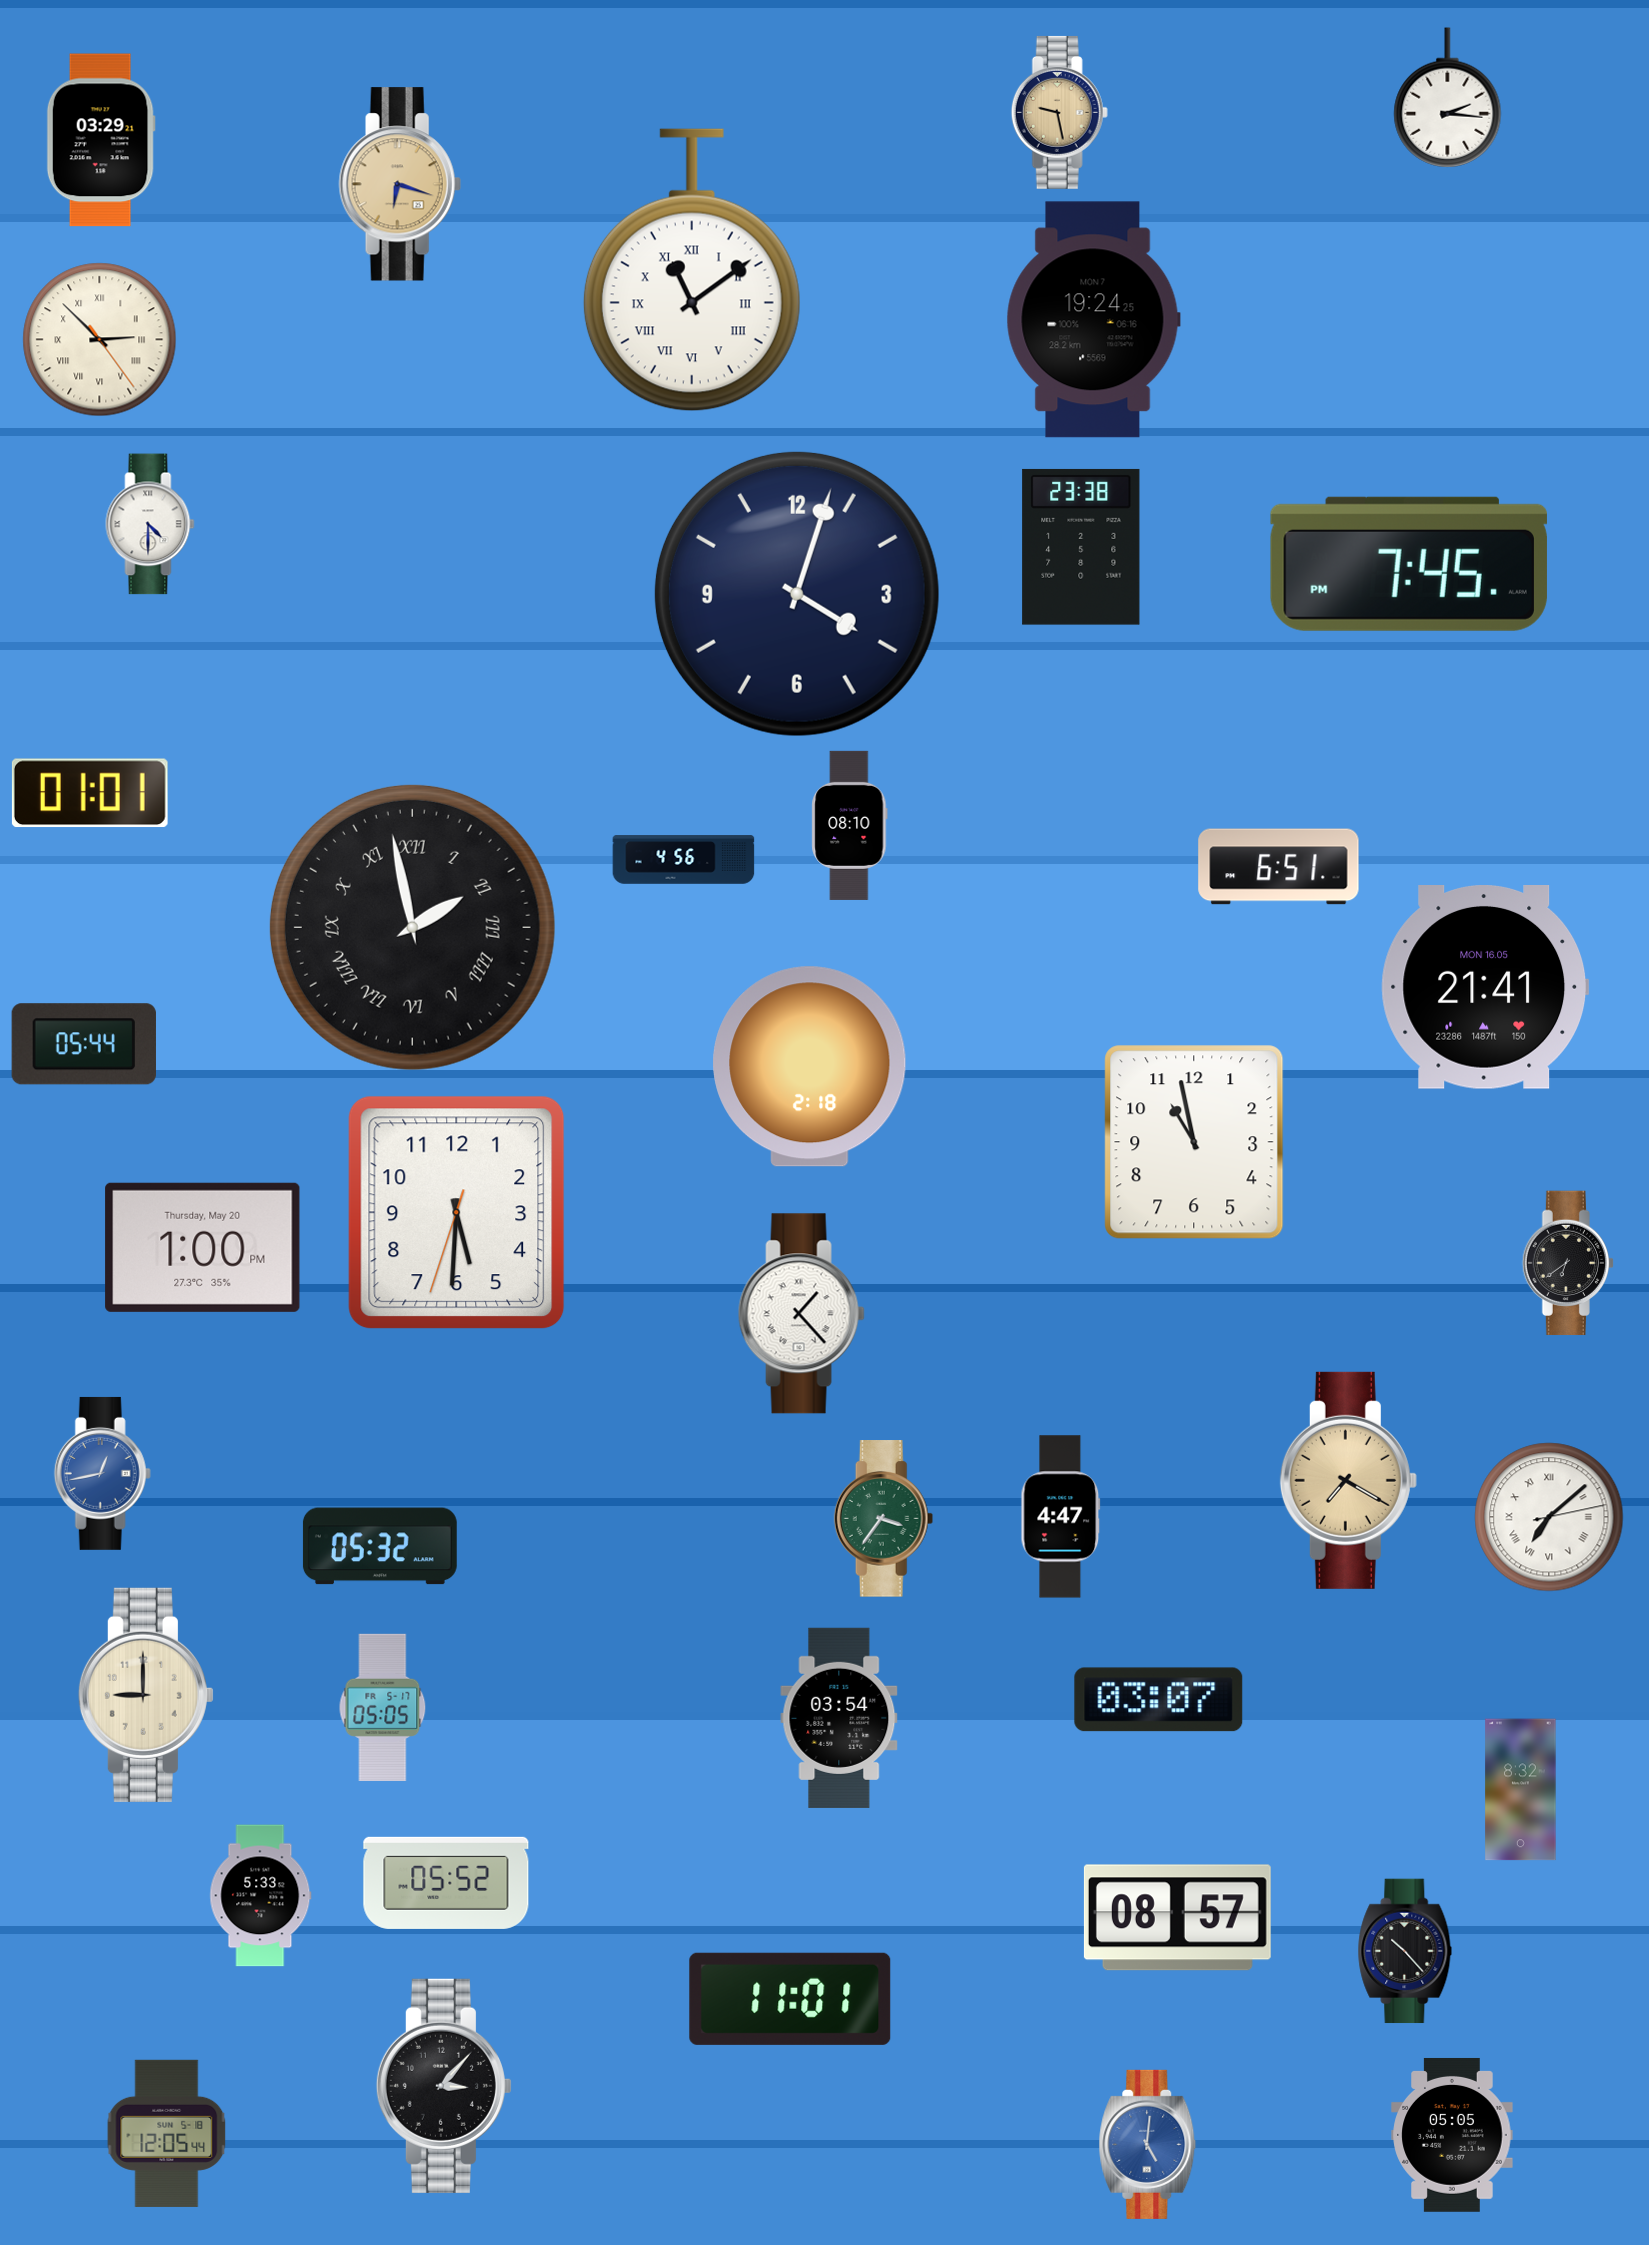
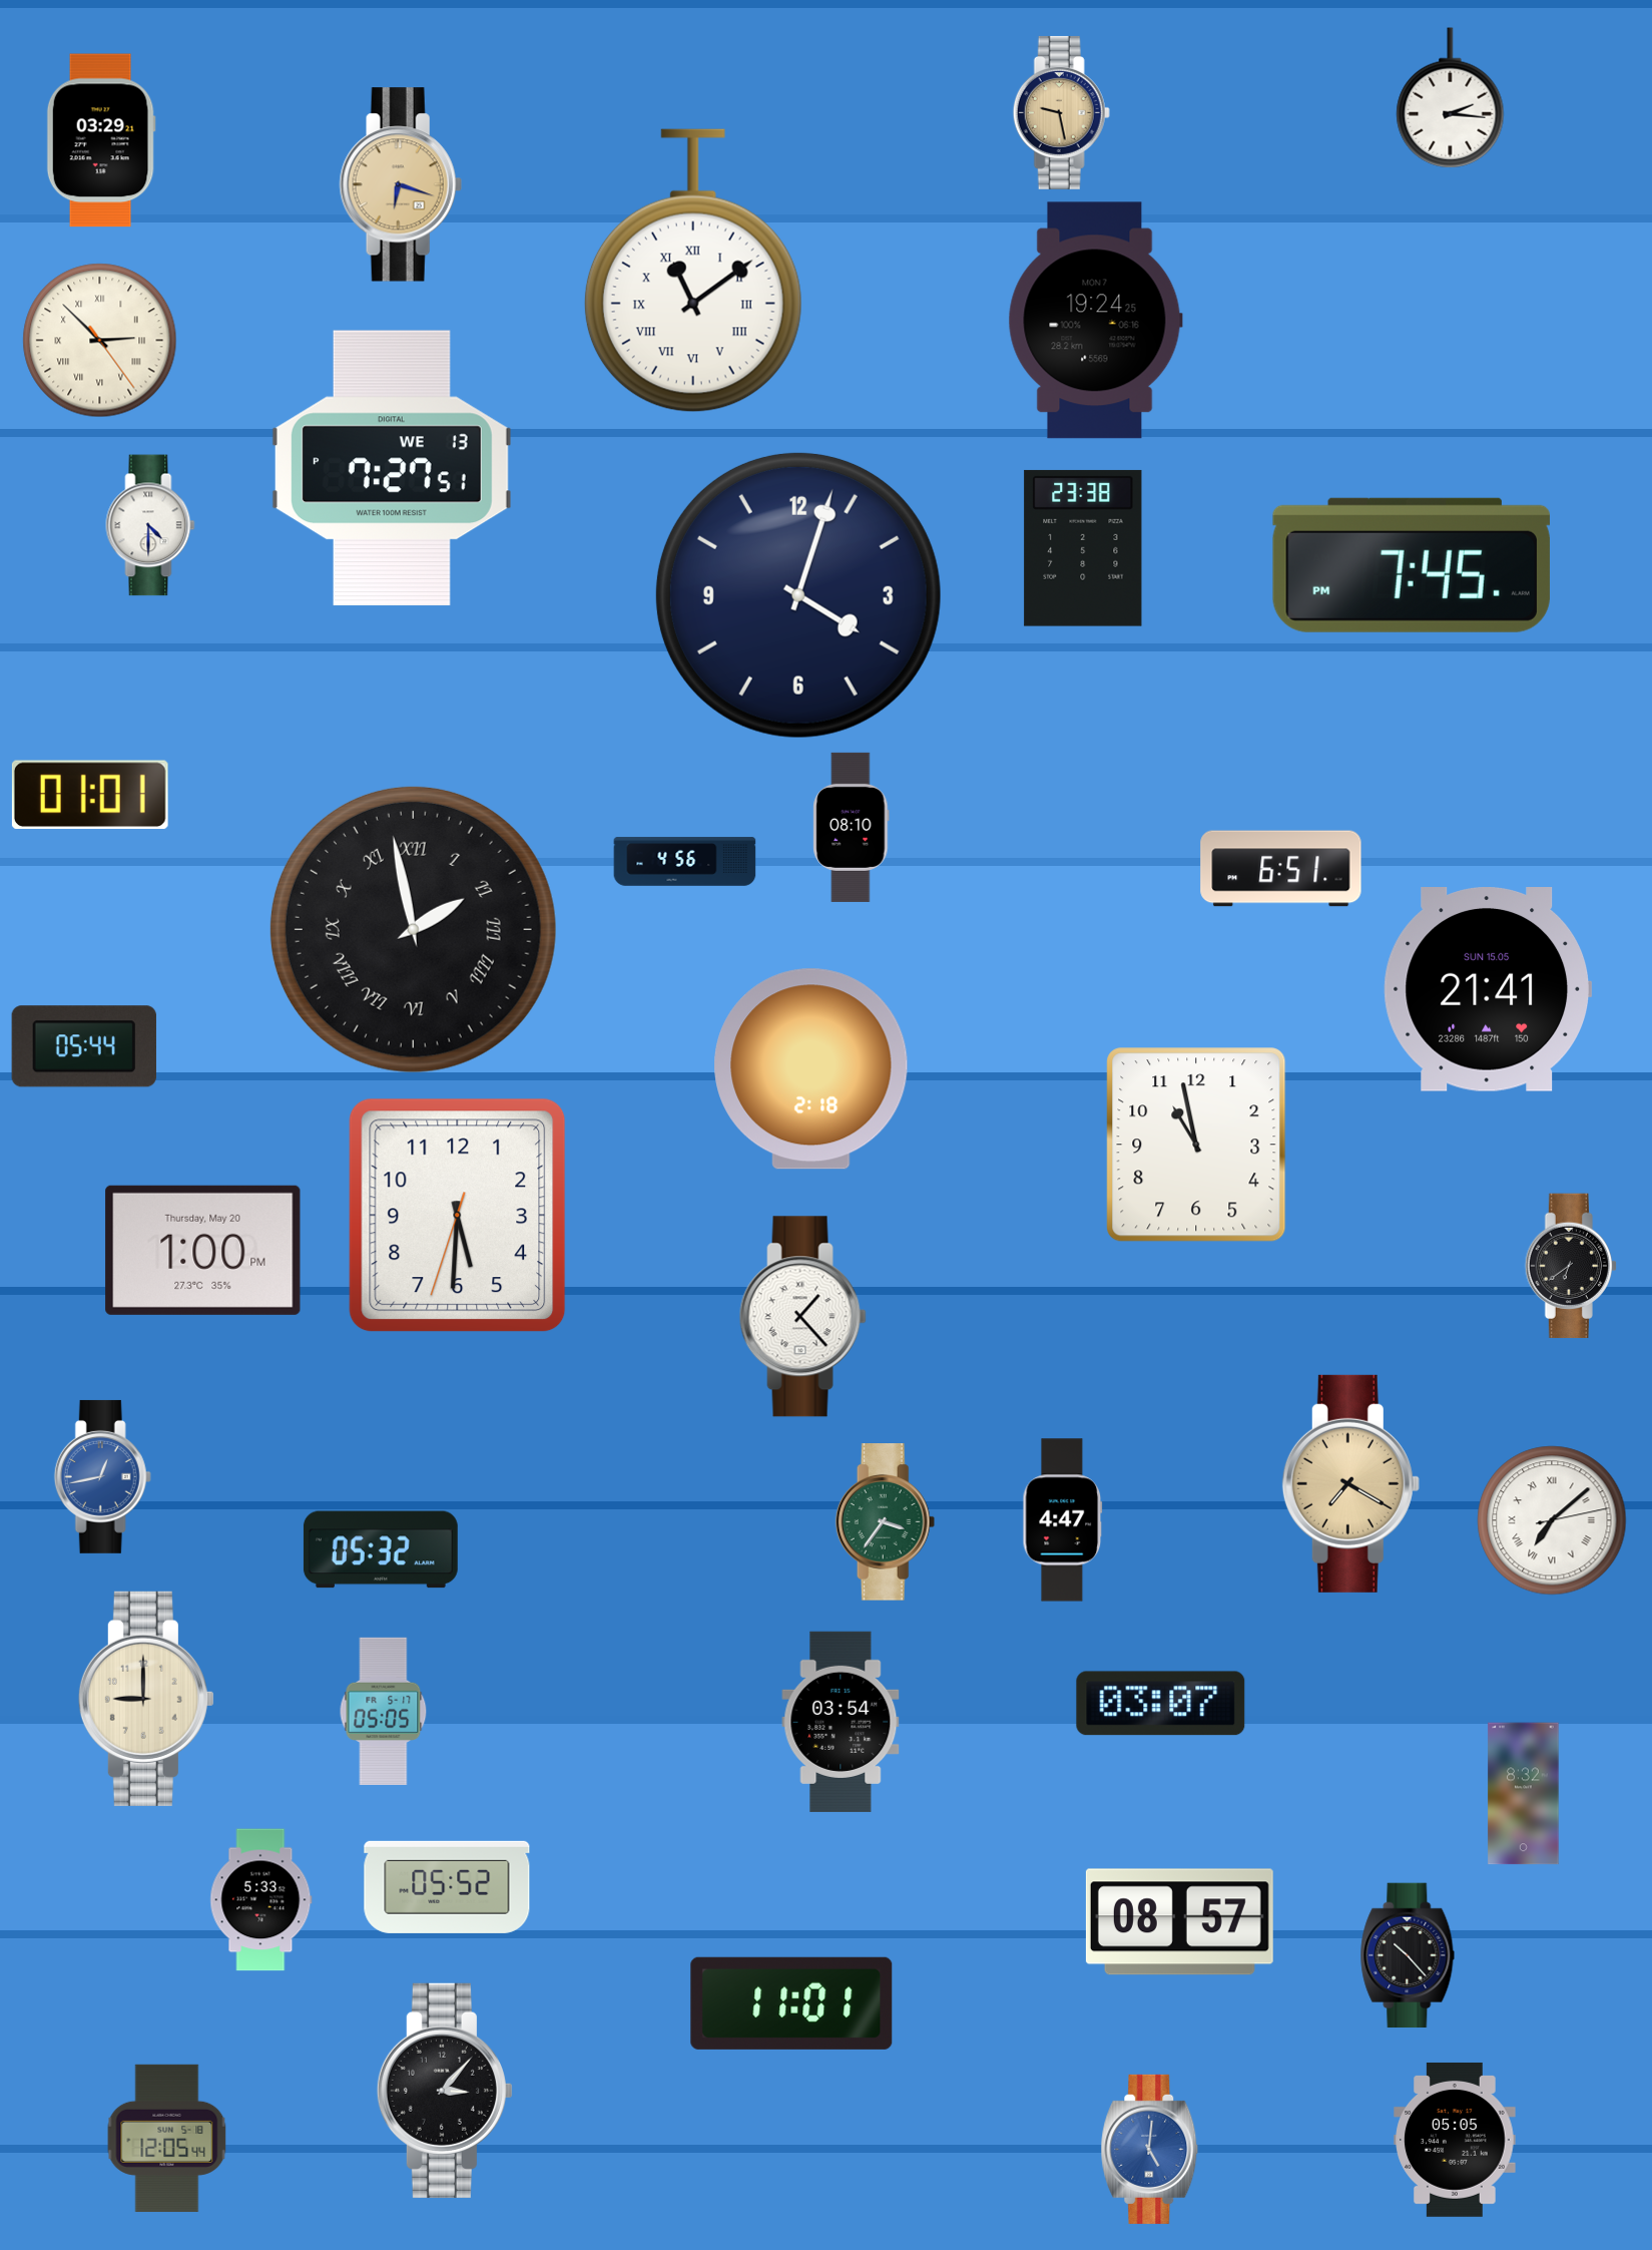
clock at (392, 468): none -> 7:27
clock at (1485, 988) date: MON 16.05 -> SUN 15.05
